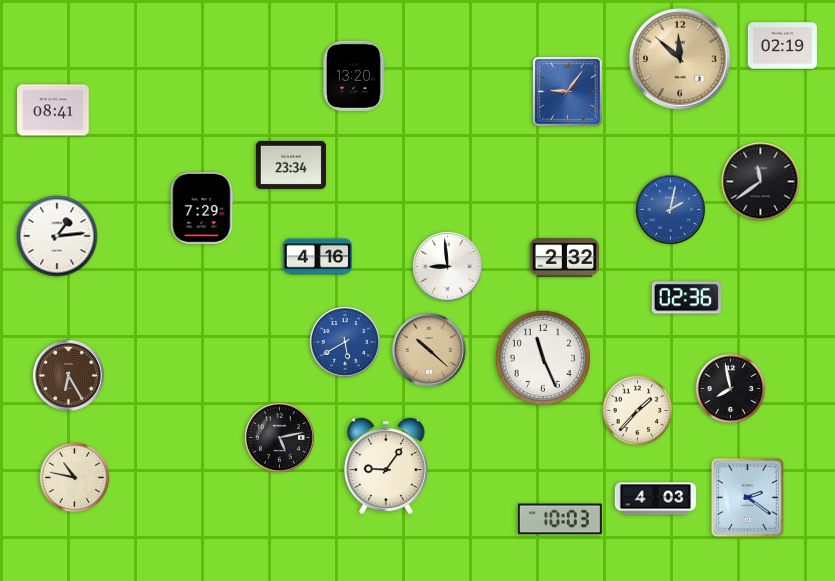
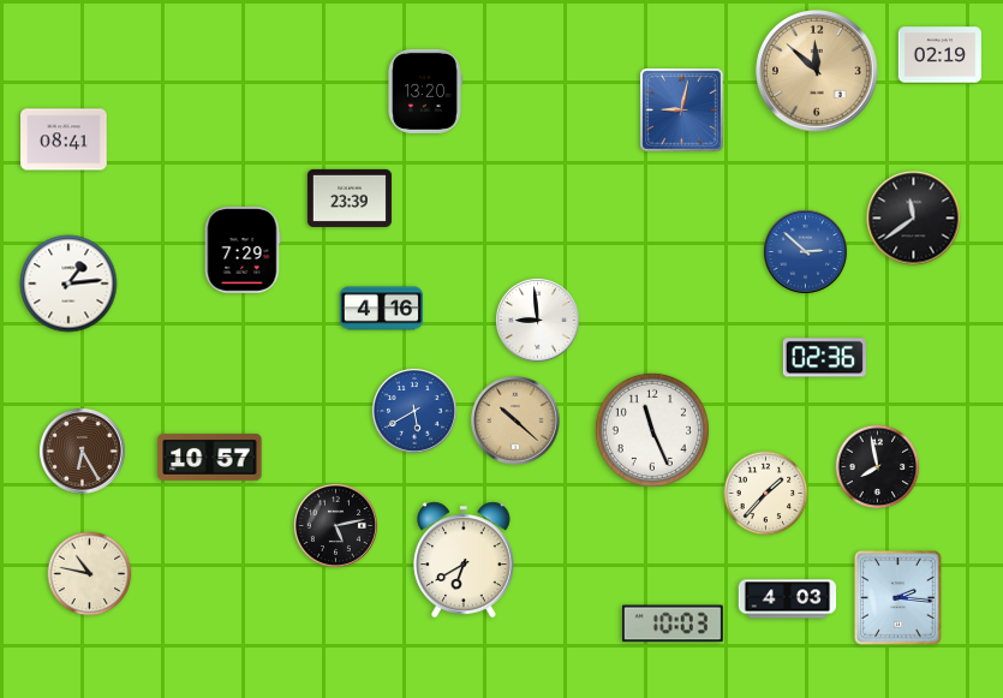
clock at (568, 92): 9:06 -> 9:02
clock at (53, 110) position: (53, 110) -> (64, 139)
clock at (291, 165): 23:34 -> 23:39
clock at (670, 209): 2:02 -> 2:52
clock at (564, 258): 2:32 -> none
clock at (210, 457): none -> 10:57
clock at (387, 466): 9:06 -> 6:40
clock at (748, 498): 2:21 -> 2:16
